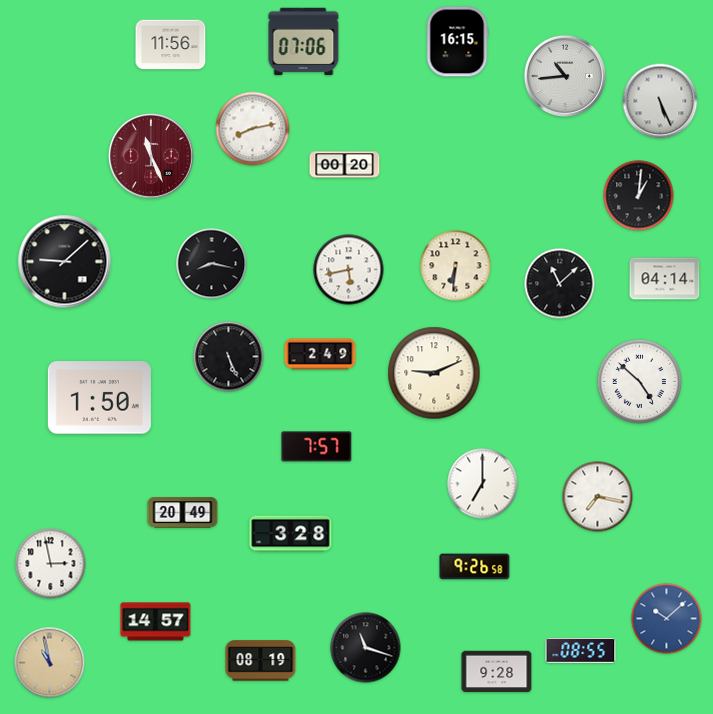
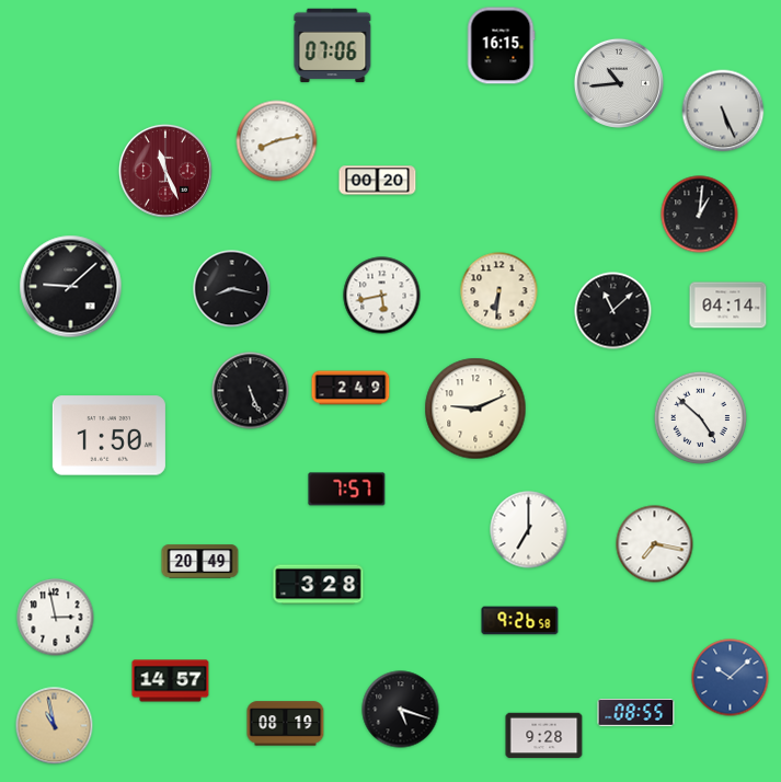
clock at (171, 45): 11:56 -> none
clock at (366, 648): 11:18 -> 5:18
